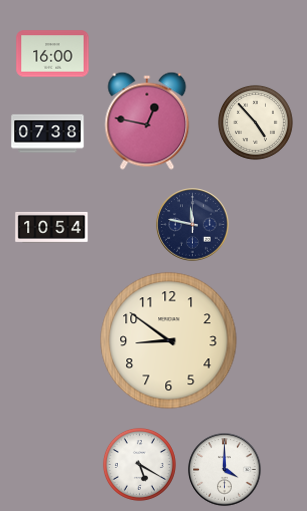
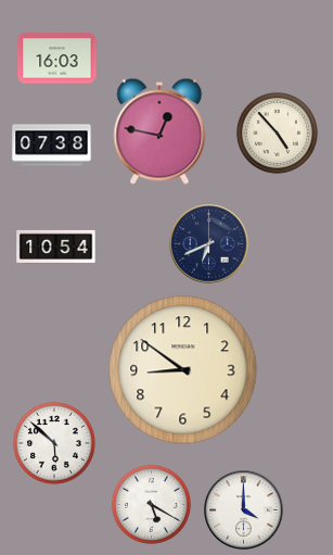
clock at (53, 54): 16:00 -> 16:03
clock at (193, 225): 11:47 -> 6:41
clock at (55, 444): none -> 5:52
